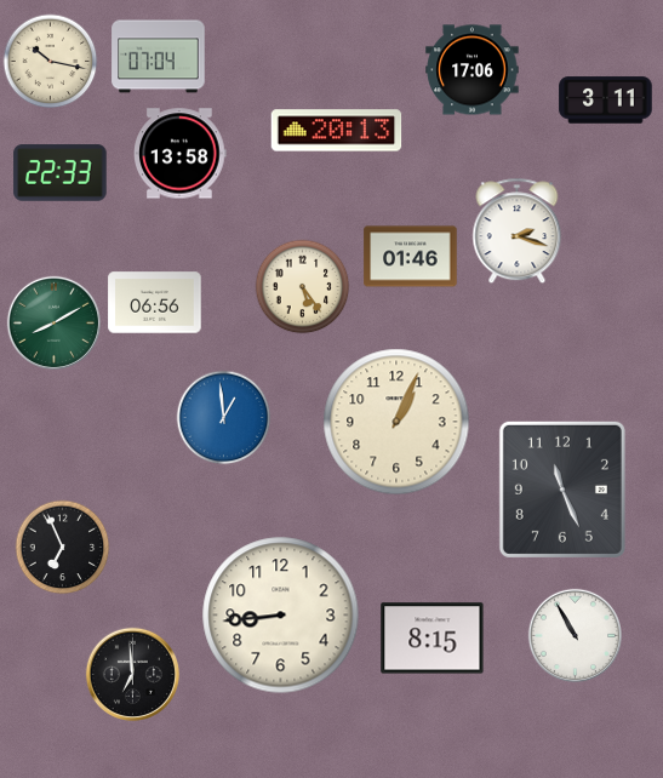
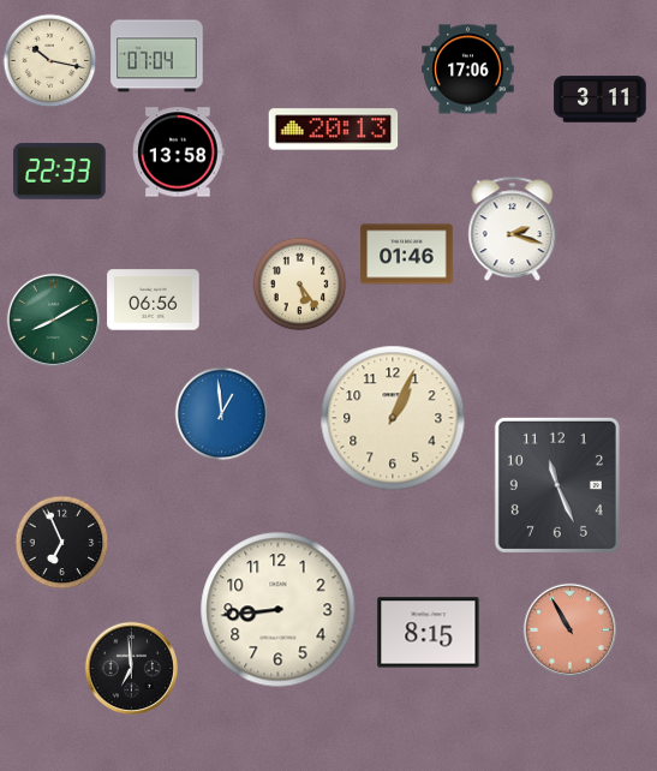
clock at (575, 635) dial: white -> salmon
